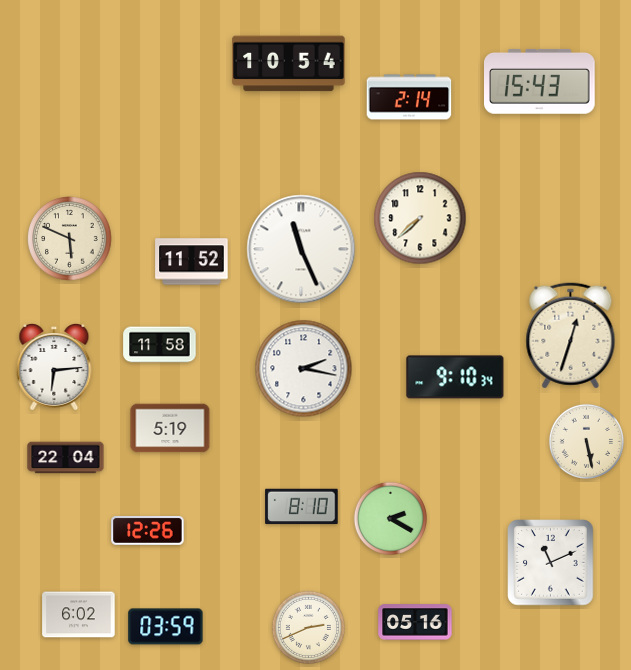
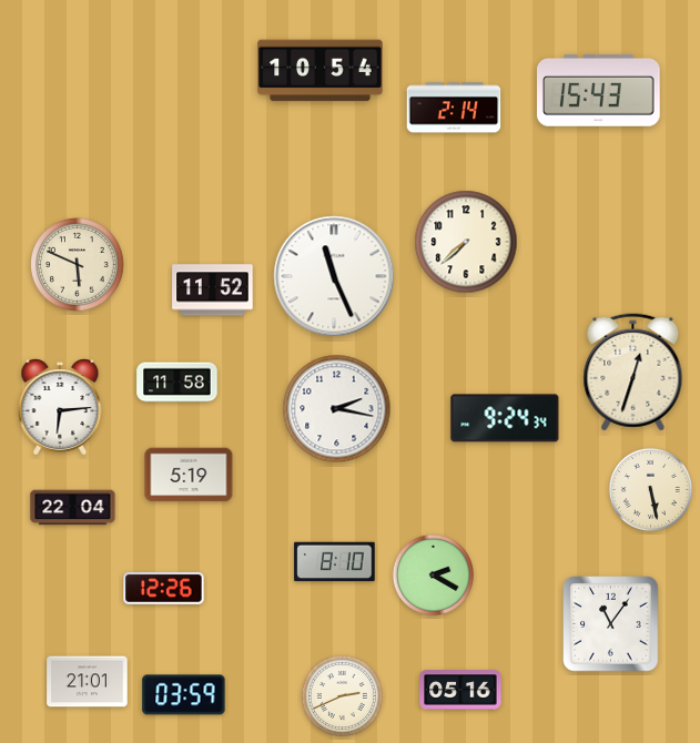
clock at (455, 377): 9:10 -> 9:24
clock at (551, 563): 11:11 -> 11:06
clock at (79, 615): 6:02 -> 21:01
